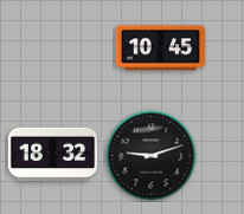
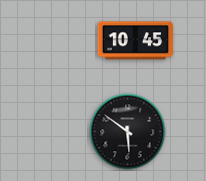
clock at (53, 154): 18:32 -> none
clock at (152, 156): 9:12 -> 5:51
